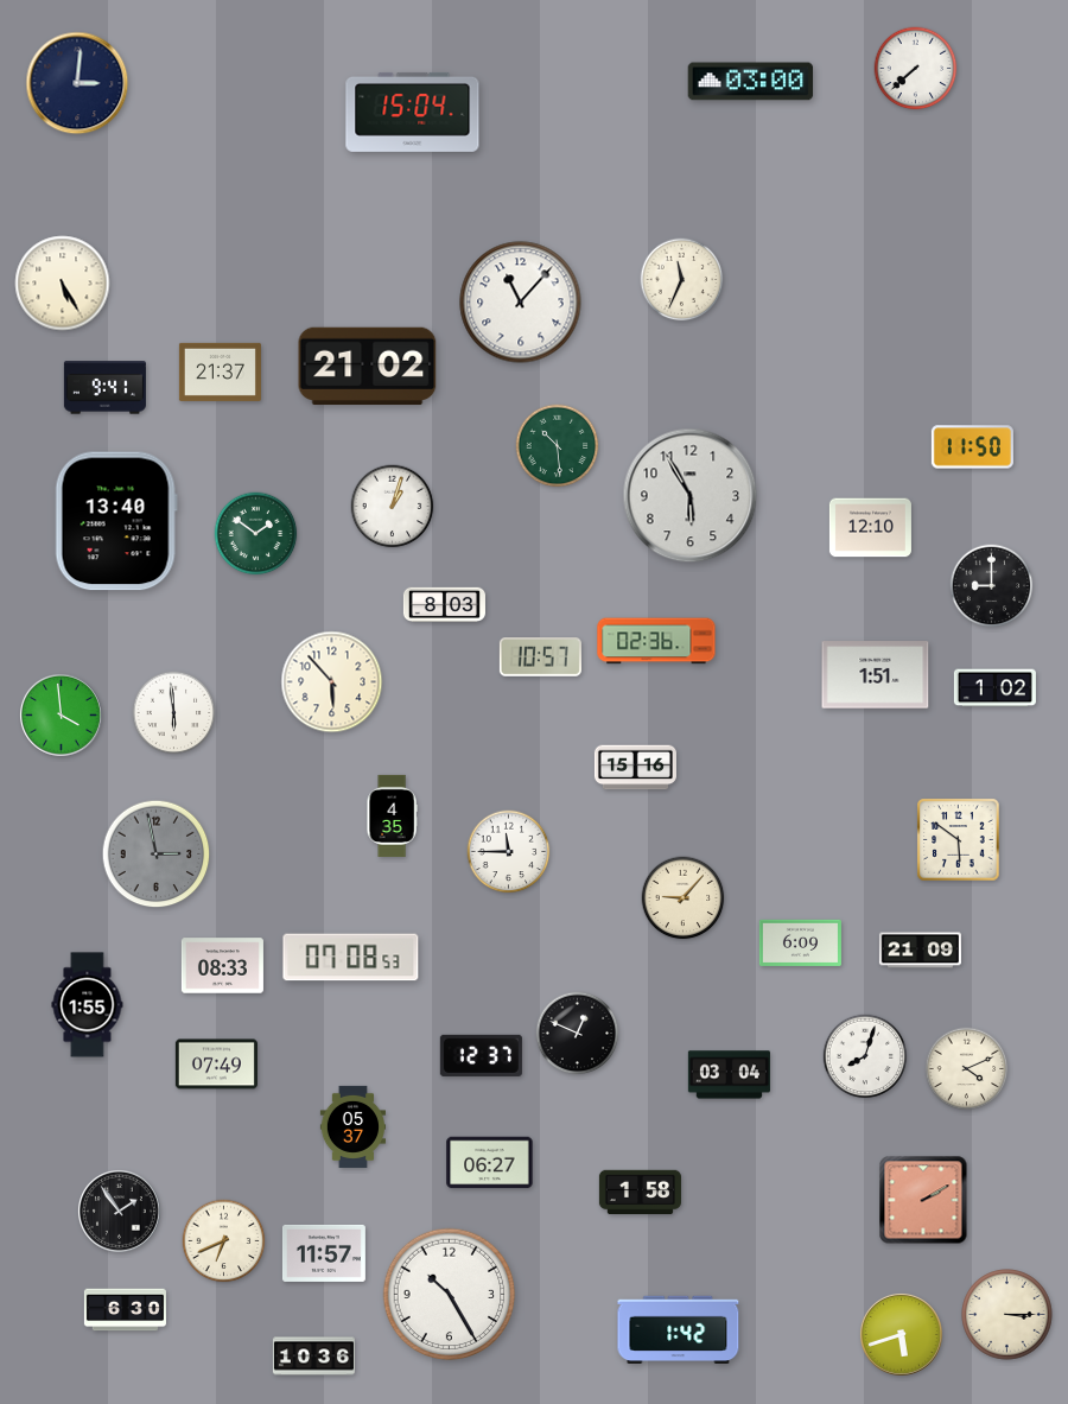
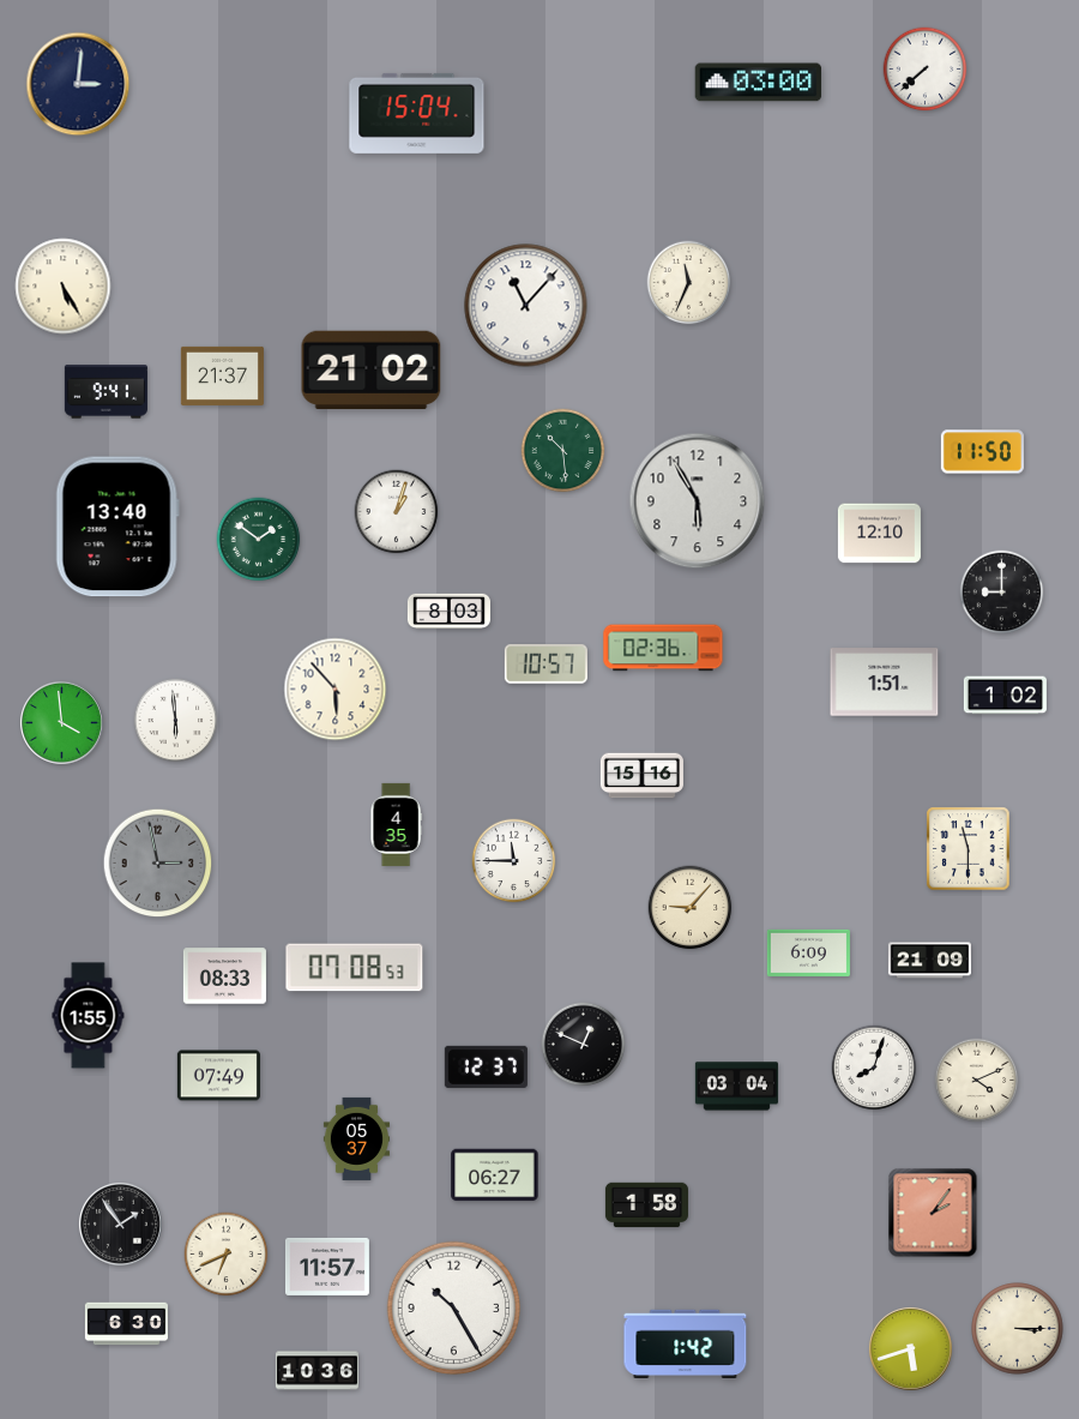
clock at (959, 840): 5:51 -> 11:30
clock at (923, 1200): 2:10 -> 2:06
